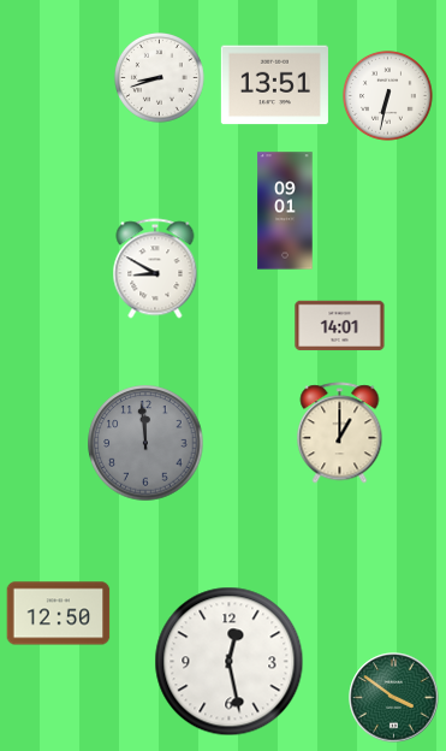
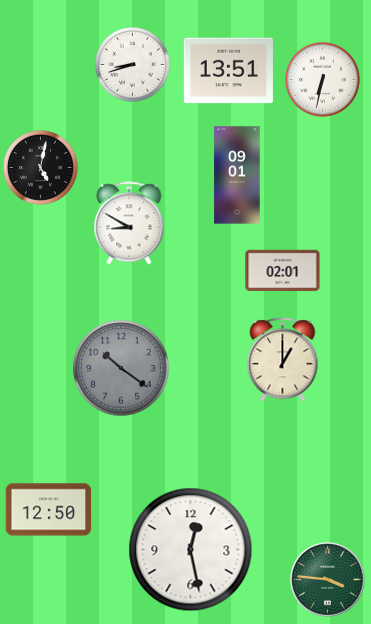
clock at (41, 168): none -> 5:02
clock at (340, 326): 14:01 -> 02:01
clock at (145, 443): 11:59 -> 10:21
clock at (394, 698): 3:51 -> 3:46
